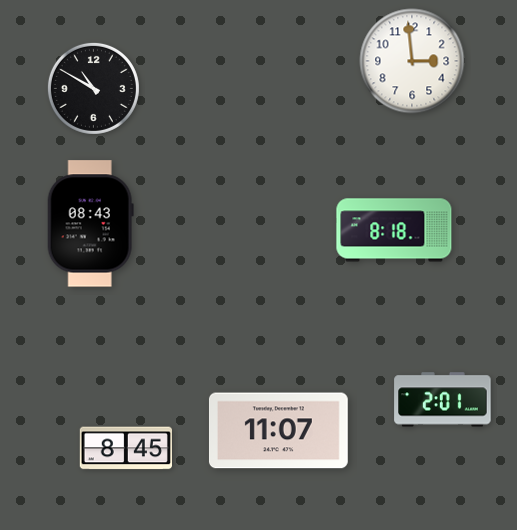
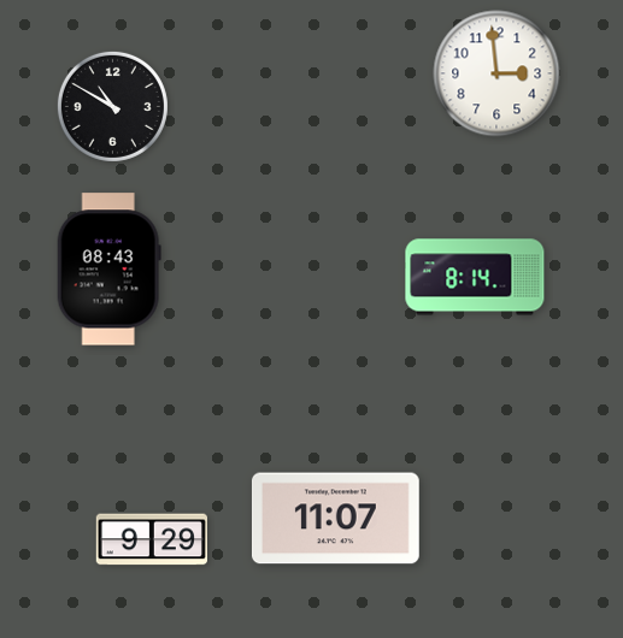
clock at (394, 230): 8:18 -> 8:14
clock at (443, 400): 2:01 -> none
clock at (125, 448): 8:45 -> 9:29
